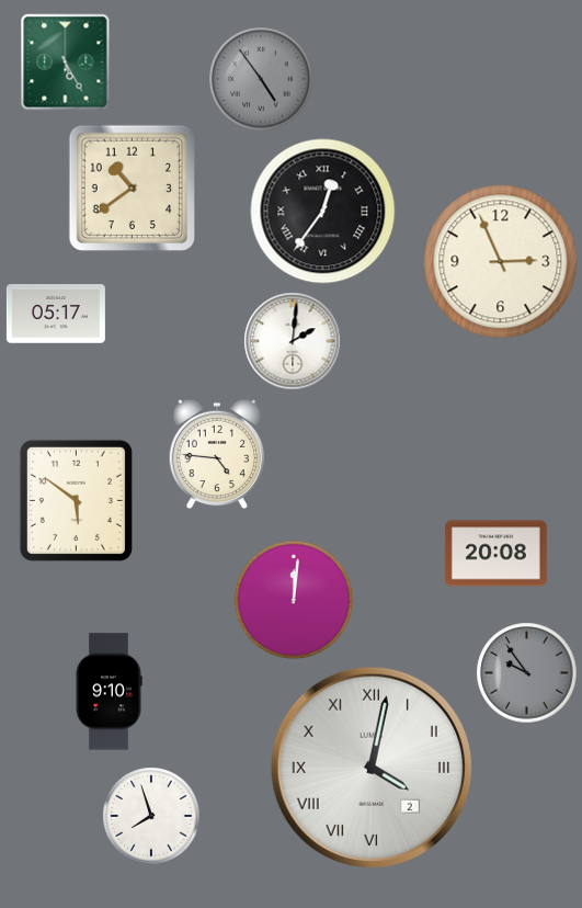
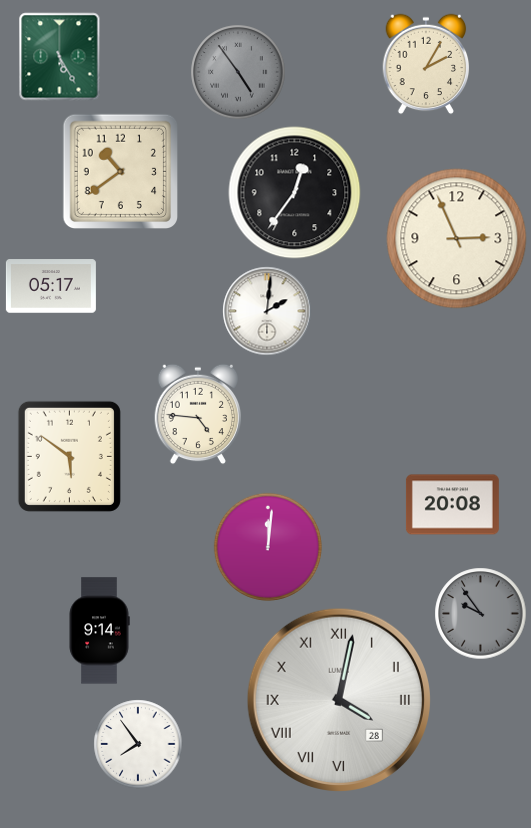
clock at (426, 64): none -> 2:05
clock at (323, 212) numerals: Roman -> Arabic
clock at (109, 692): 9:10 -> 9:14
clock at (372, 768) date: 2 -> 28
clock at (151, 816): 7:57 -> 7:54
